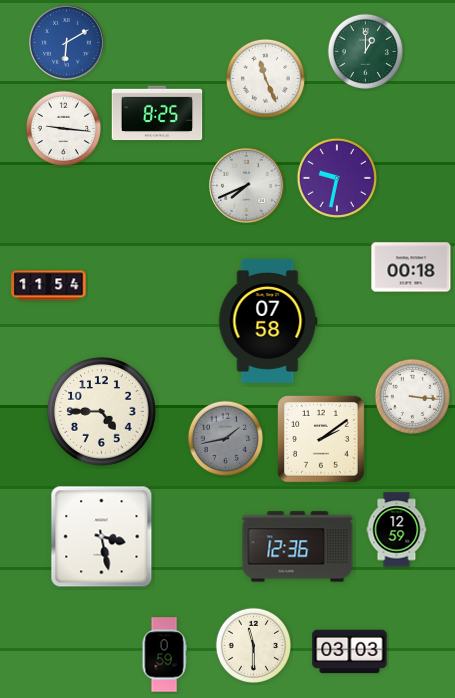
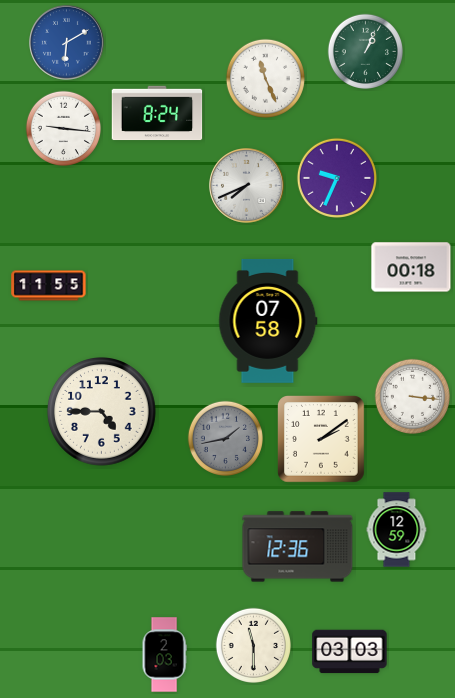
clock at (365, 51): 1:00 -> 1:04
clock at (157, 113): 8:25 -> 8:24
clock at (337, 178): 9:32 -> 9:34
clock at (49, 286): 11:54 -> 11:55
clock at (102, 537): 3:28 -> none
clock at (164, 655): 0:59 -> 2:03
